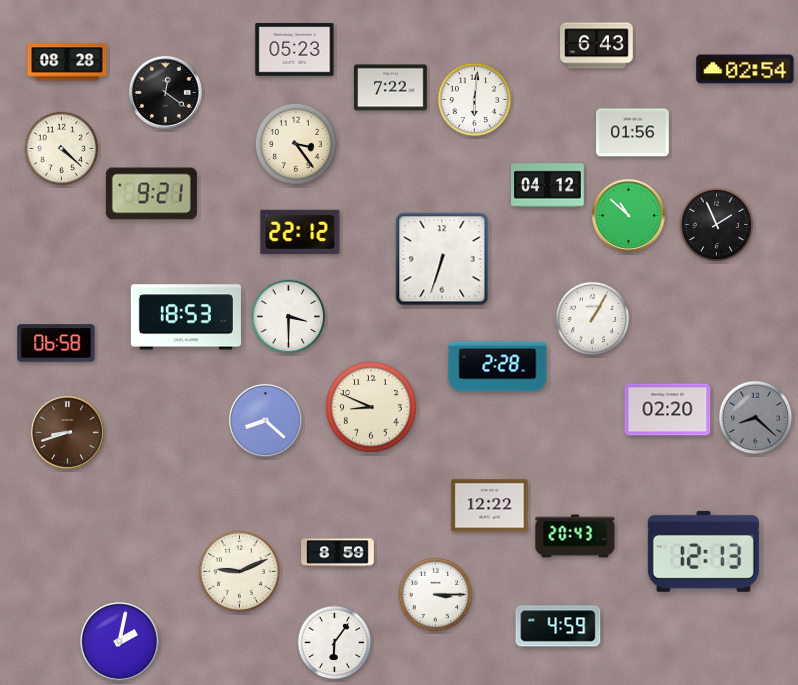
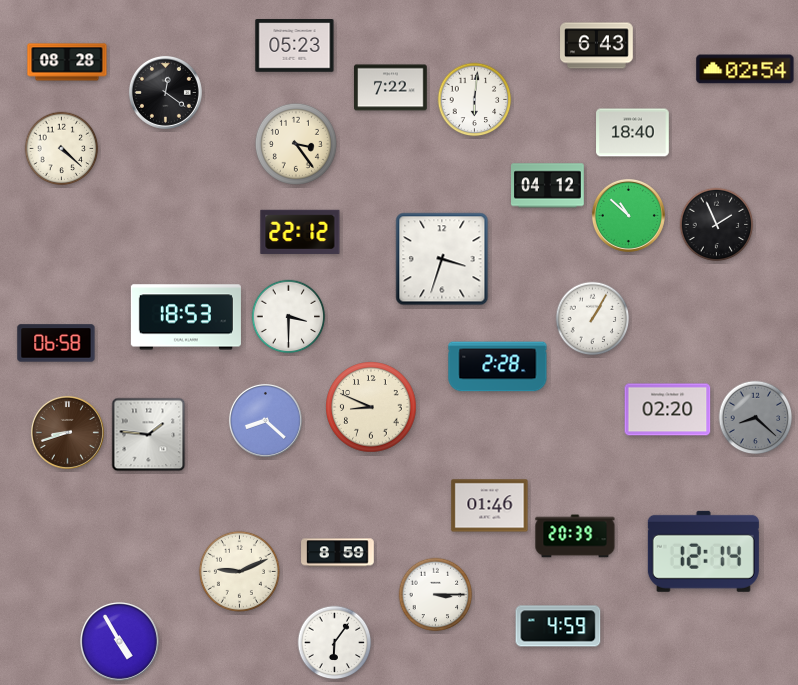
clock at (295, 50) position: (295, 50) -> (295, 46)
clock at (633, 133): 01:56 -> 18:40
clock at (151, 194): 9:21 -> none
clock at (442, 259): 6:33 -> 3:33
clock at (149, 435): none -> 1:46
clock at (490, 506): 12:22 -> 01:46
clock at (575, 536): 20:43 -> 20:39
clock at (703, 551): 12:13 -> 12:14
clock at (119, 641): 2:02 -> 4:55
